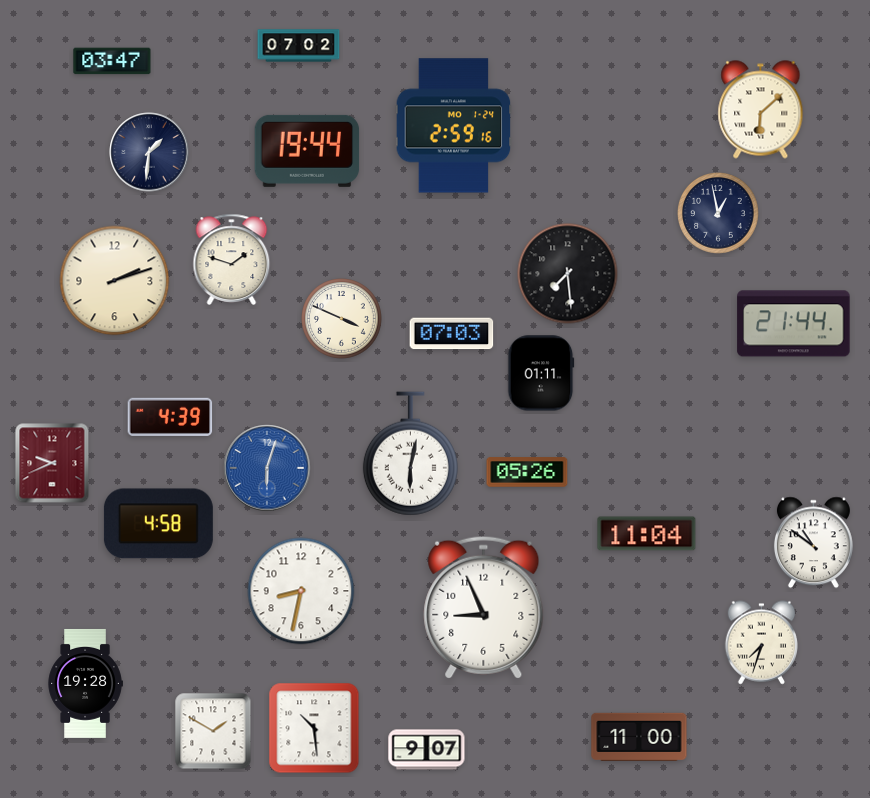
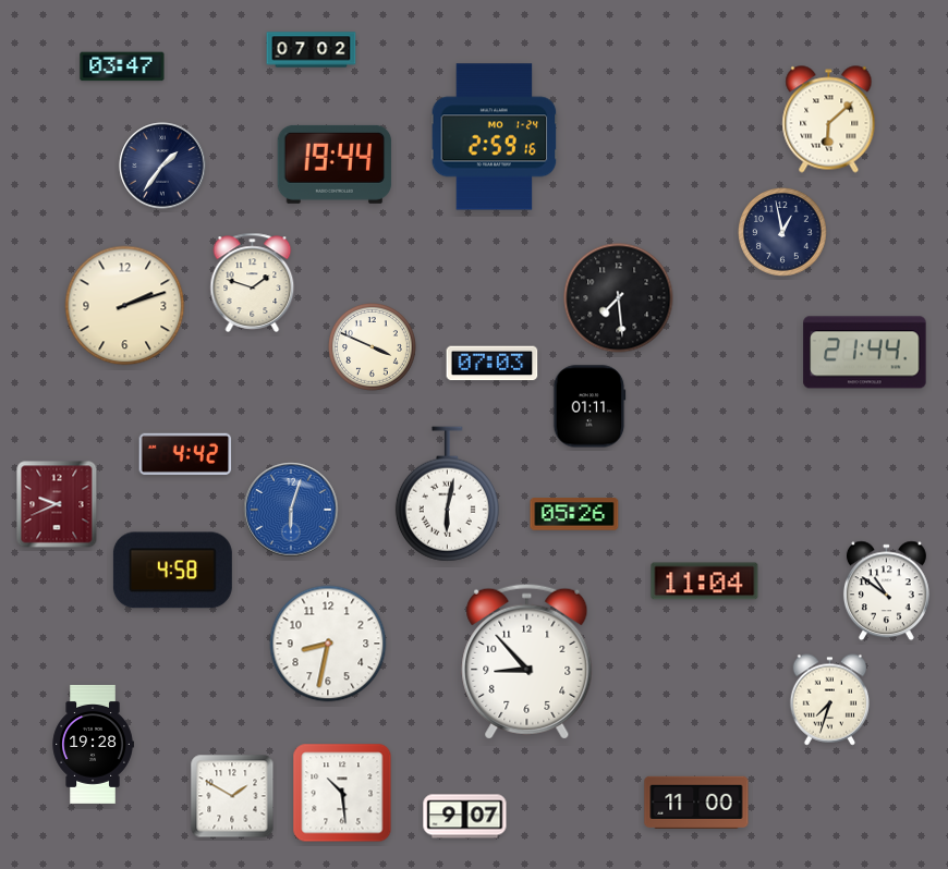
clock at (299, 46) position: (299, 46) -> (312, 50)
clock at (149, 152): 1:31 -> 1:36
clock at (170, 417): 4:39 -> 4:42
clock at (484, 607): 8:56 -> 8:53
